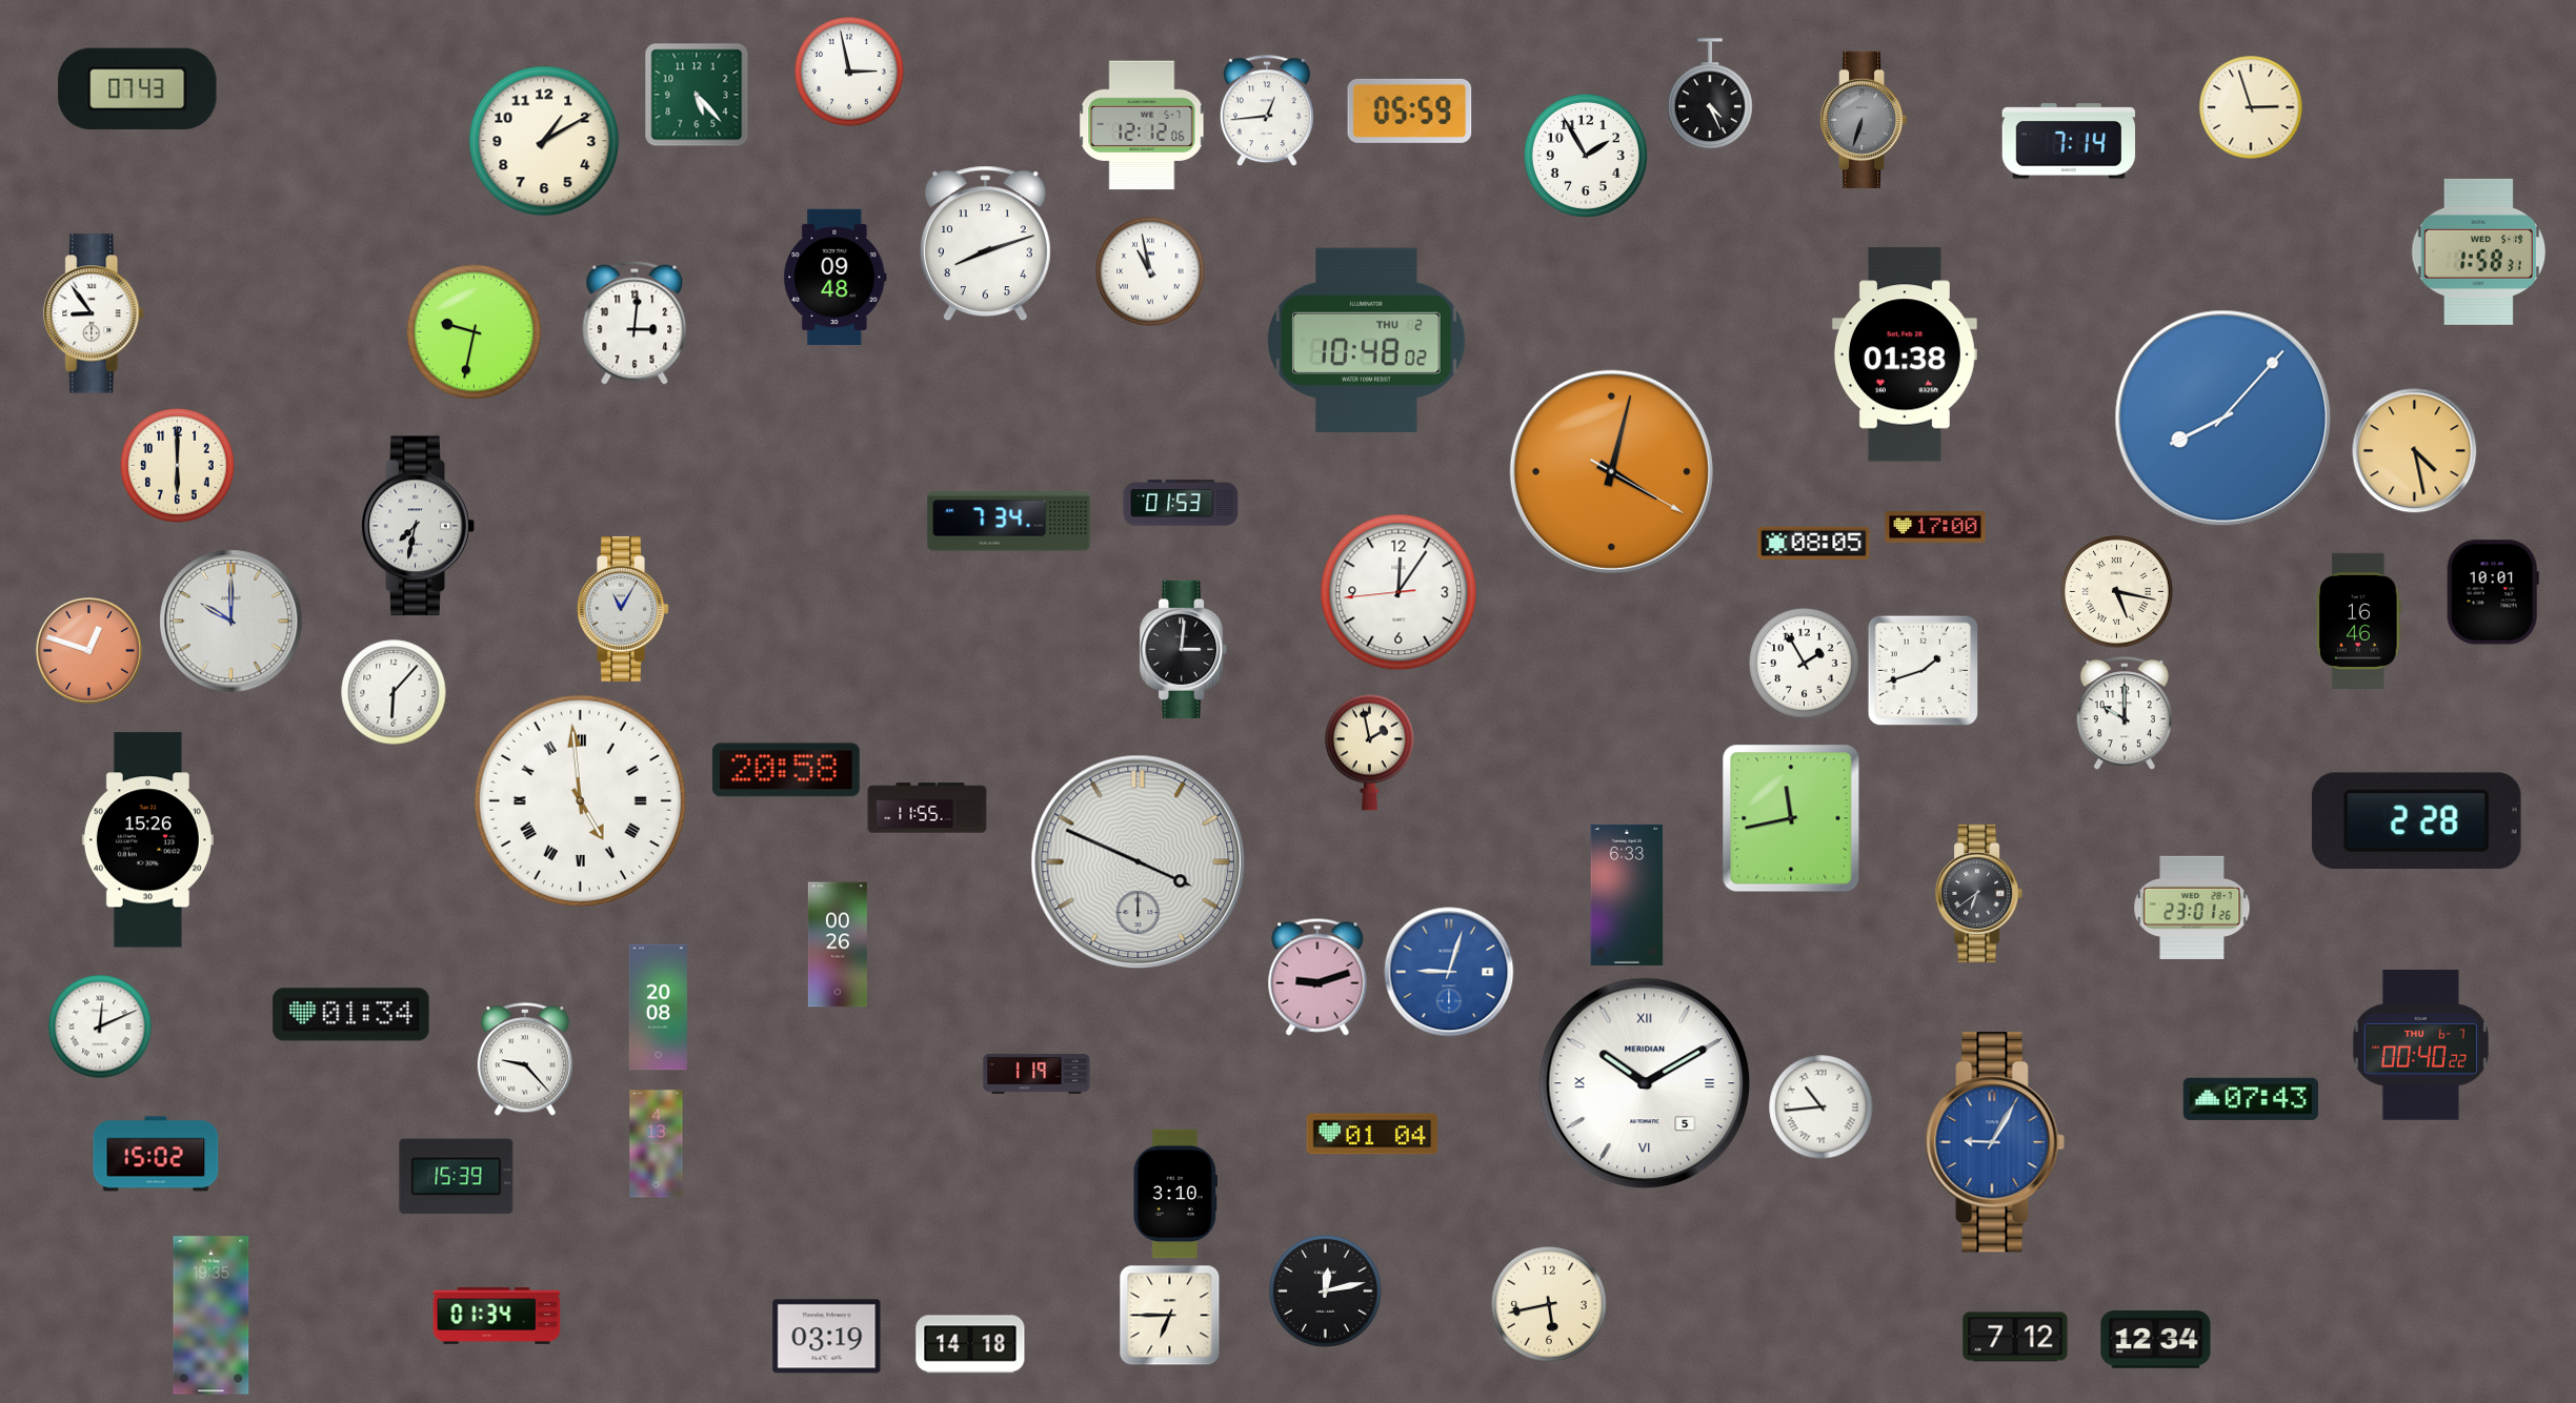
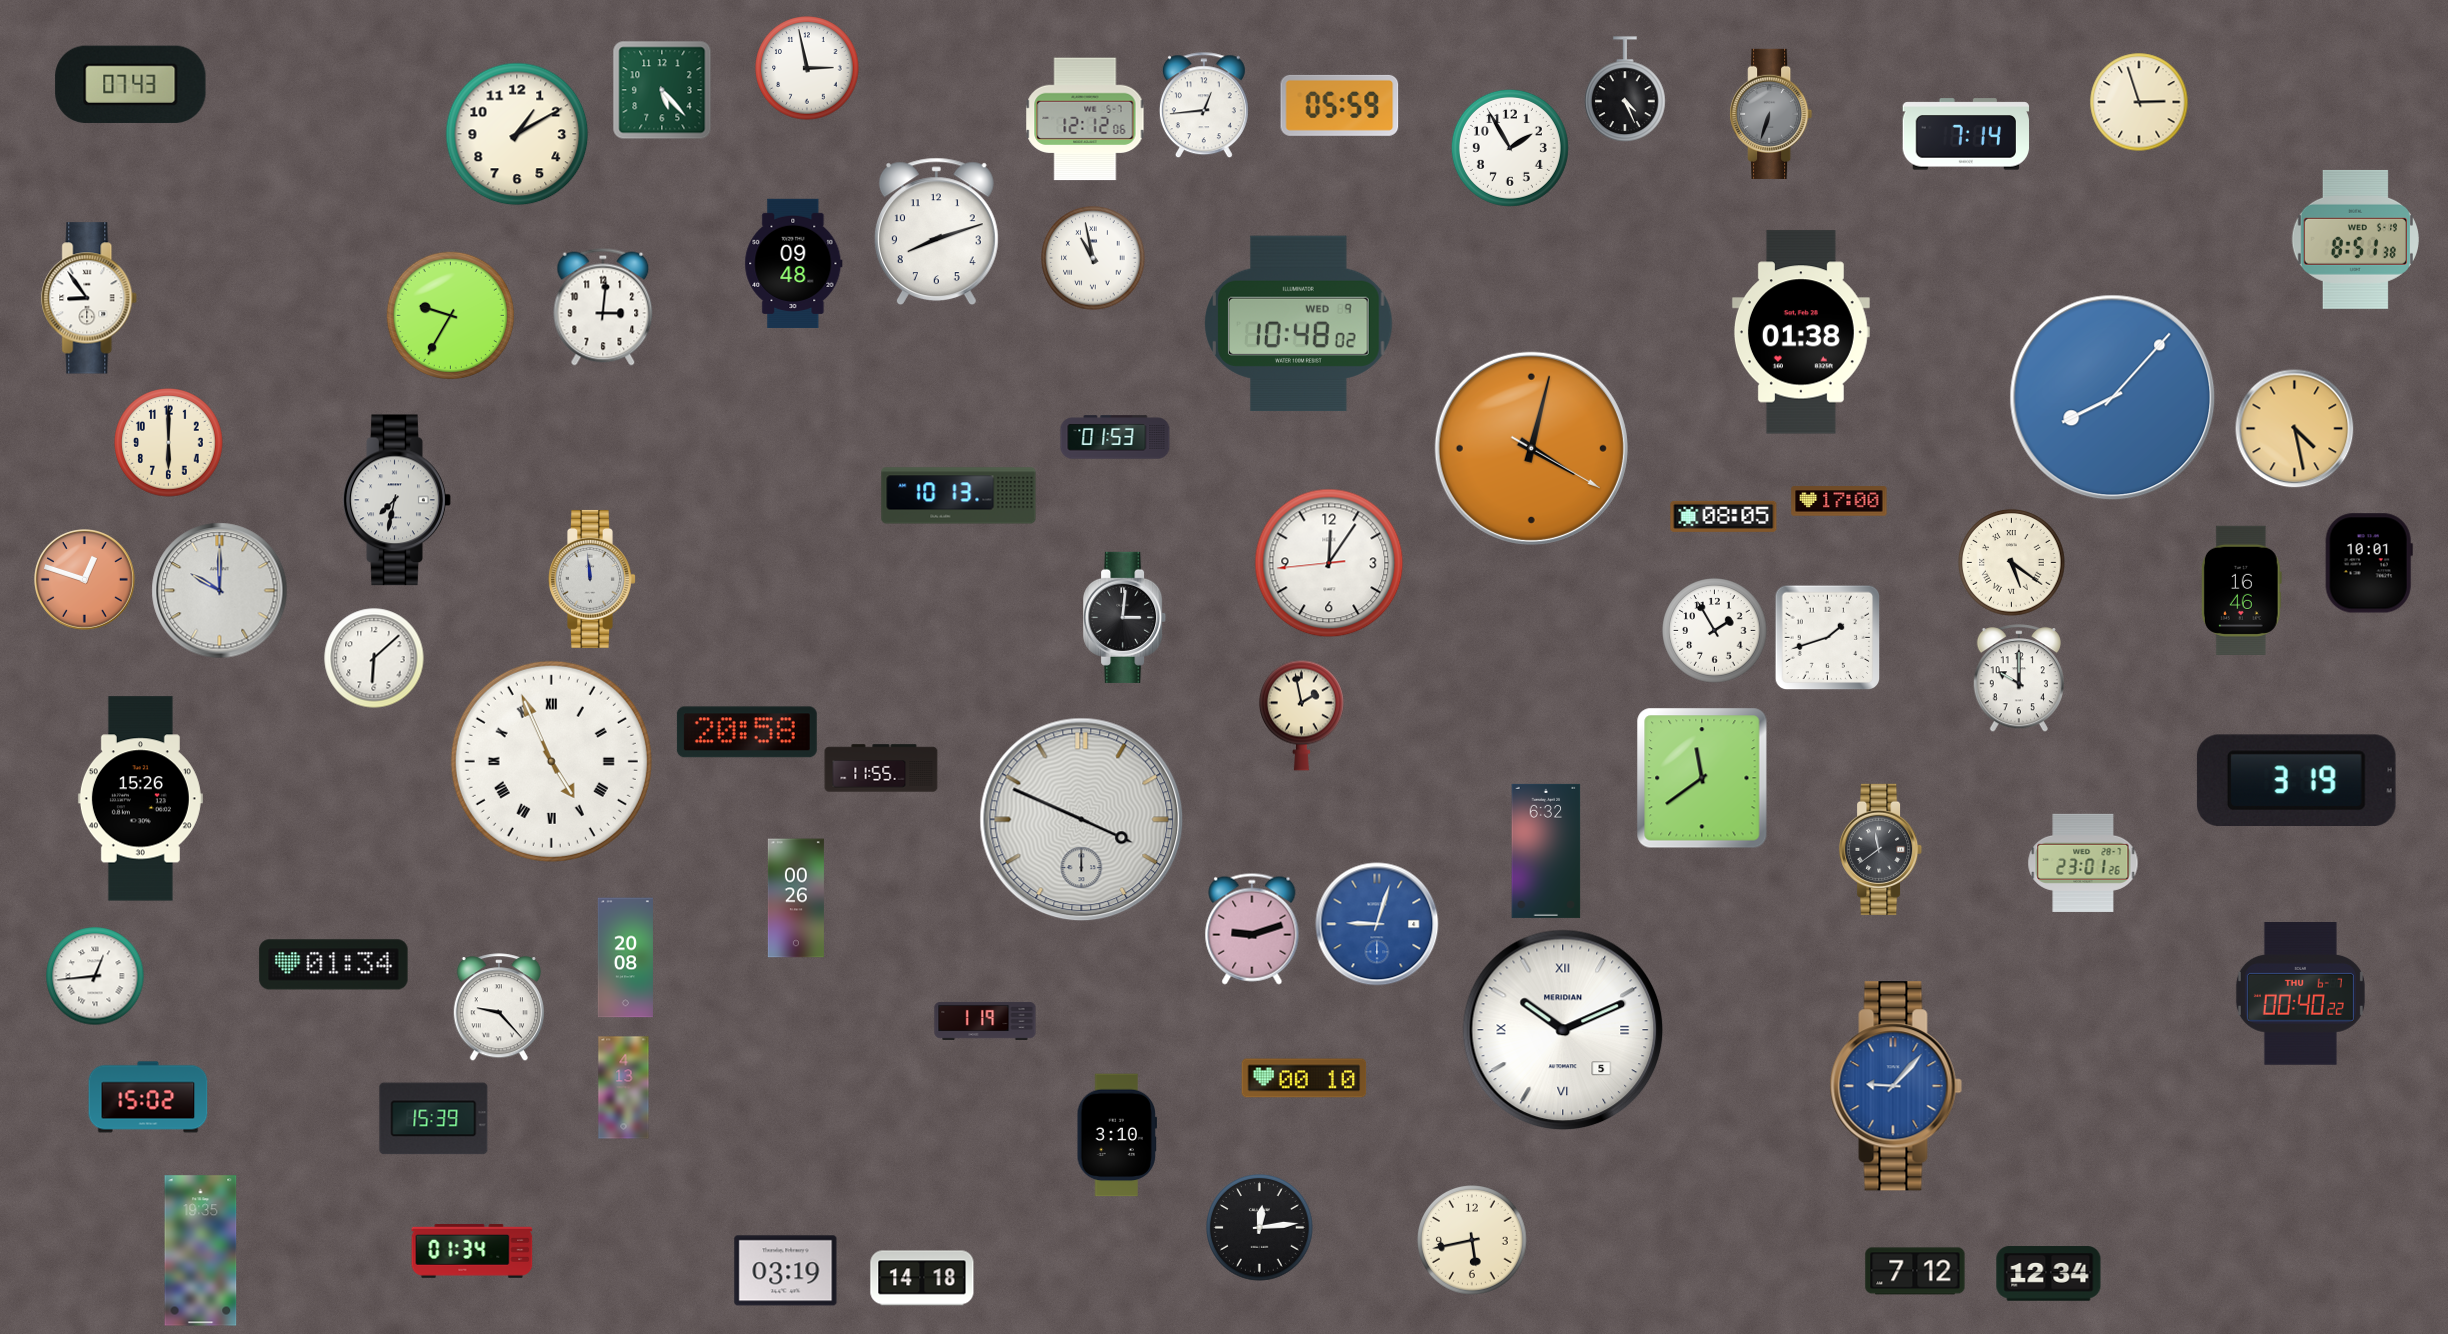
clock at (1586, 156) position: (1586, 156) -> (1510, 148)
clock at (2478, 251): 1:58 -> 8:51
clock at (474, 331): 9:32 -> 9:35
clock at (1367, 341) date: THU 2 -> WED 9
clock at (1905, 354) position: (1905, 354) -> (1801, 332)
clock at (1181, 503) position: (1181, 503) -> (1115, 437)
clock at (1009, 522): 7:34 -> 10:13
clock at (2117, 592): 5:17 -> 5:21
clock at (624, 609): 11:05 -> 11:59
clock at (89, 651) position: (89, 651) -> (85, 580)
clock at (394, 692): 6:07 -> 6:08
clock at (580, 800): 4:59 -> 4:56
clock at (1791, 818): 11:43 -> 11:39
clock at (2416, 820): 2:28 -> 3:19
clock at (1979, 893): 6:39 -> 11:39
clock at (1627, 895): 6:33 -> 6:32
clock at (100, 1026): 12:11 -> 12:44
clock at (1645, 1083): 10:10 -> 10:11
clock at (2251, 1099): 07:43 -> none
clock at (1822, 1107): 10:44 -> none
clock at (1372, 1134): 01:04 -> 00:10
clock at (1995, 1142): 9:05 -> 9:07
clock at (1326, 1292): 12:13 -> 12:14
clock at (1169, 1315): 6:45 -> none
